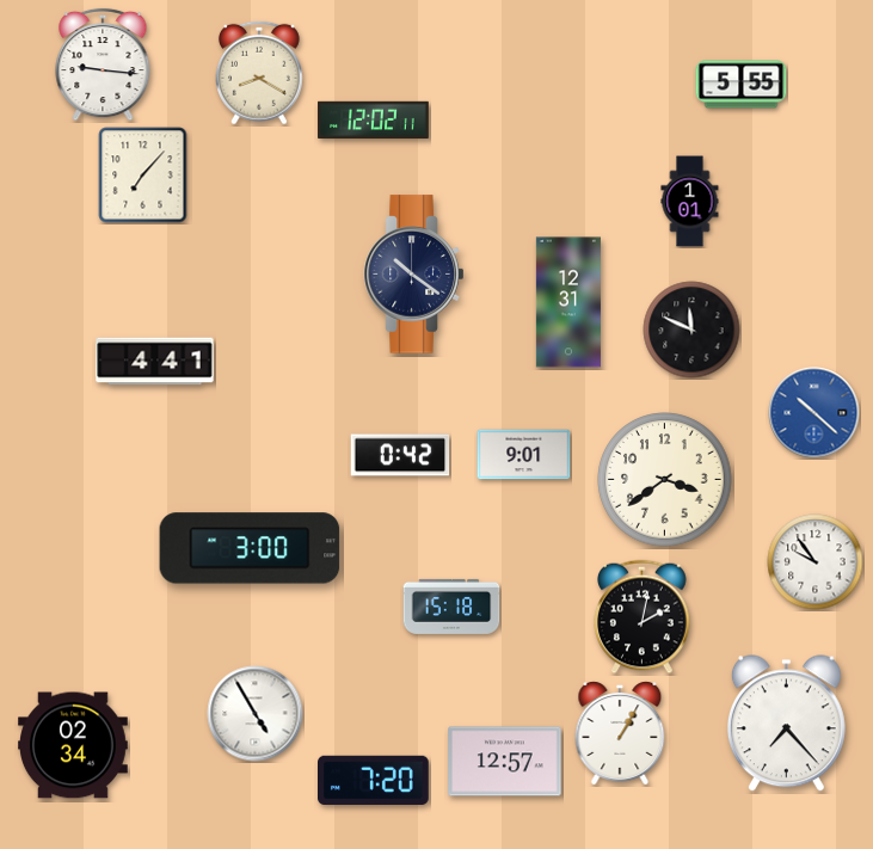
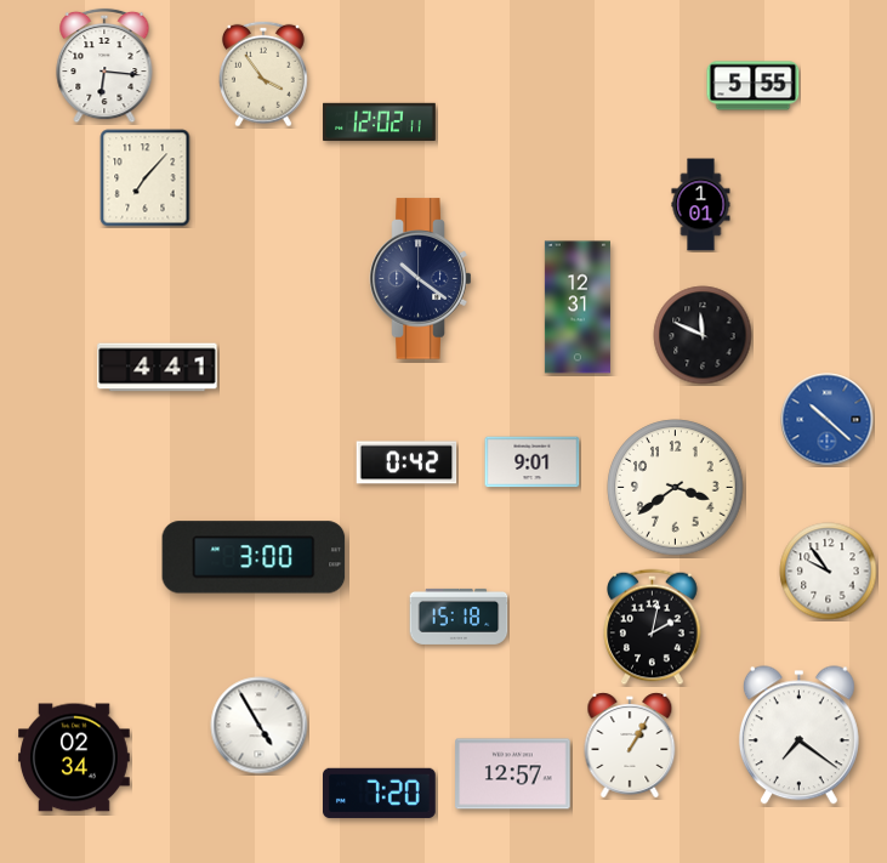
clock at (103, 64): 9:16 -> 6:16
clock at (260, 73): 8:20 -> 3:54
clock at (786, 724): 7:23 -> 7:21
